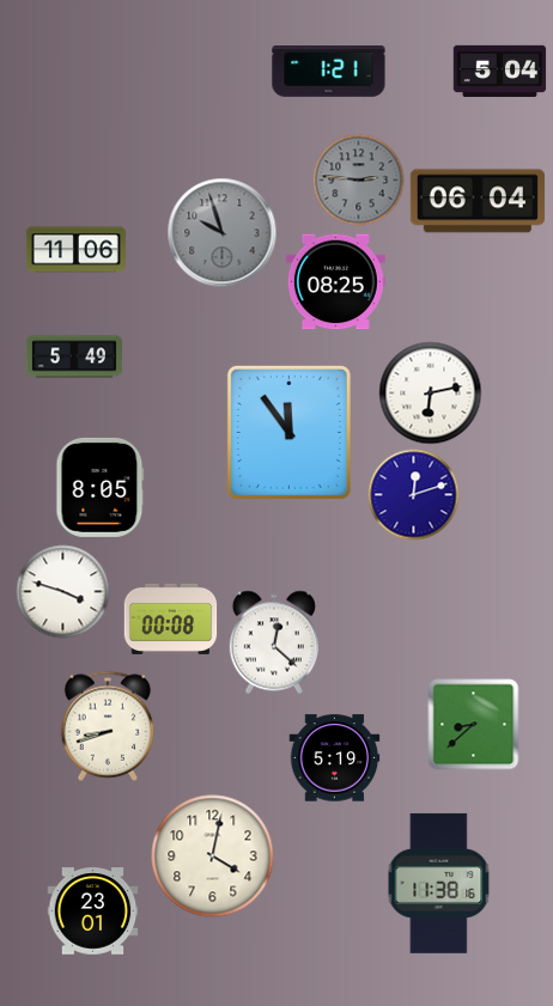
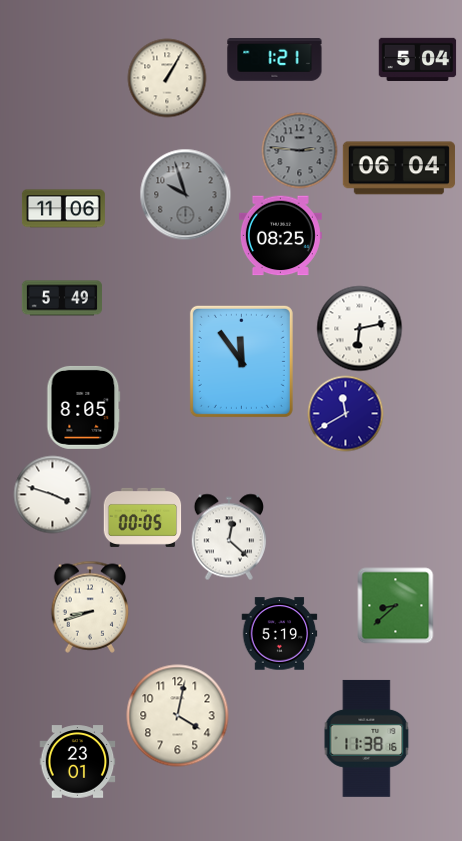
clock at (167, 78): none -> 1:05
clock at (414, 495): 12:12 -> 11:40
clock at (171, 618): 00:08 -> 00:05
